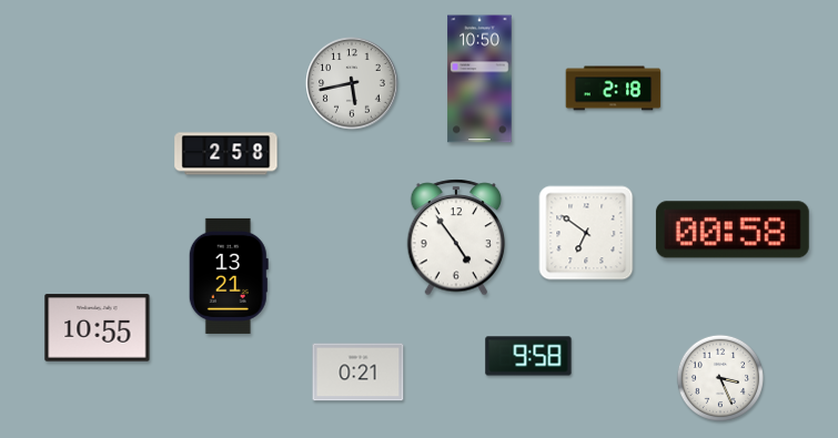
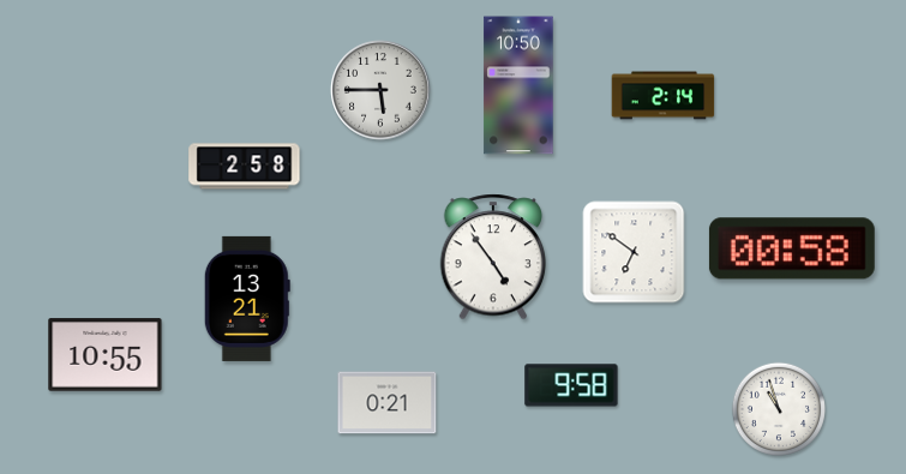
clock at (352, 83): 5:43 -> 5:45
clock at (614, 89): 2:18 -> 2:14
clock at (719, 377): 3:26 -> 10:57
